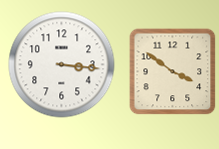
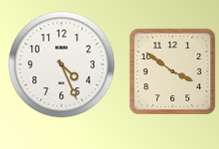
clock at (62, 65): 3:16 -> 4:26
